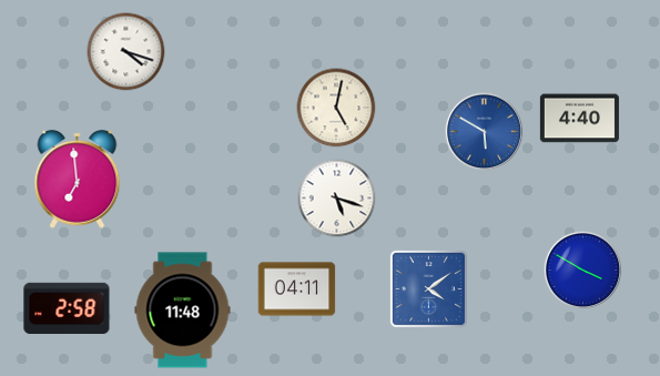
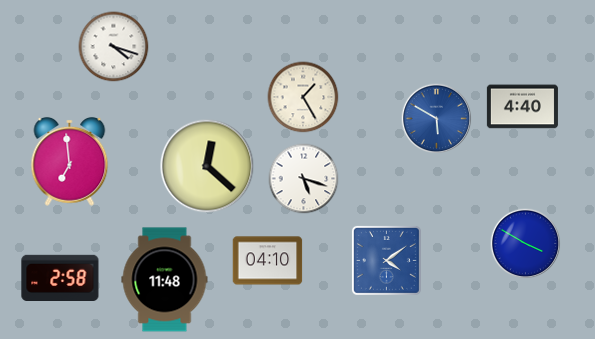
clock at (336, 108): 5:02 -> 1:25
clock at (207, 166): none -> 12:22
clock at (297, 289): 04:11 -> 04:10
